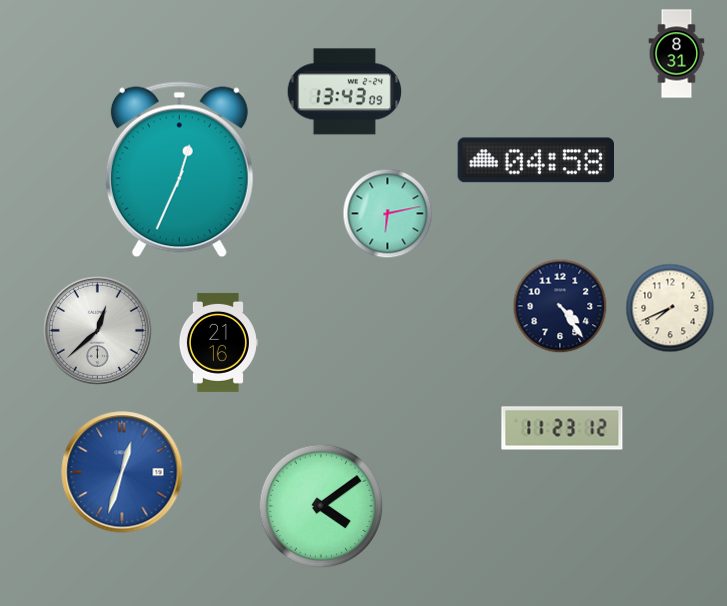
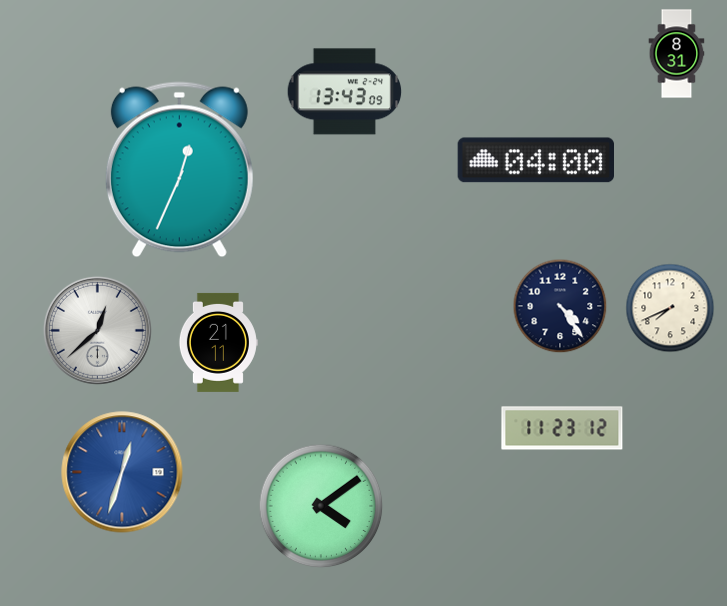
clock at (535, 160): 04:58 -> 04:00
clock at (388, 214): 6:13 -> none
clock at (218, 342): 21:16 -> 21:11
